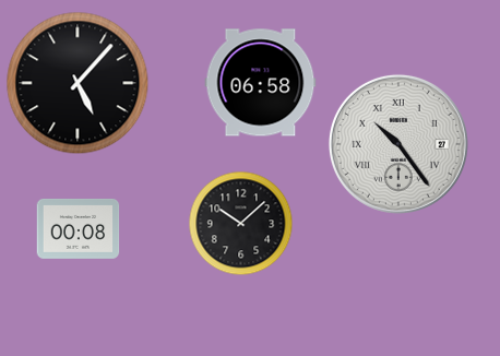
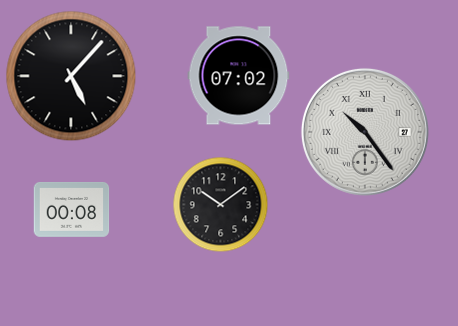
clock at (261, 83): 06:58 -> 07:02
clock at (241, 224): 10:08 -> 10:09
